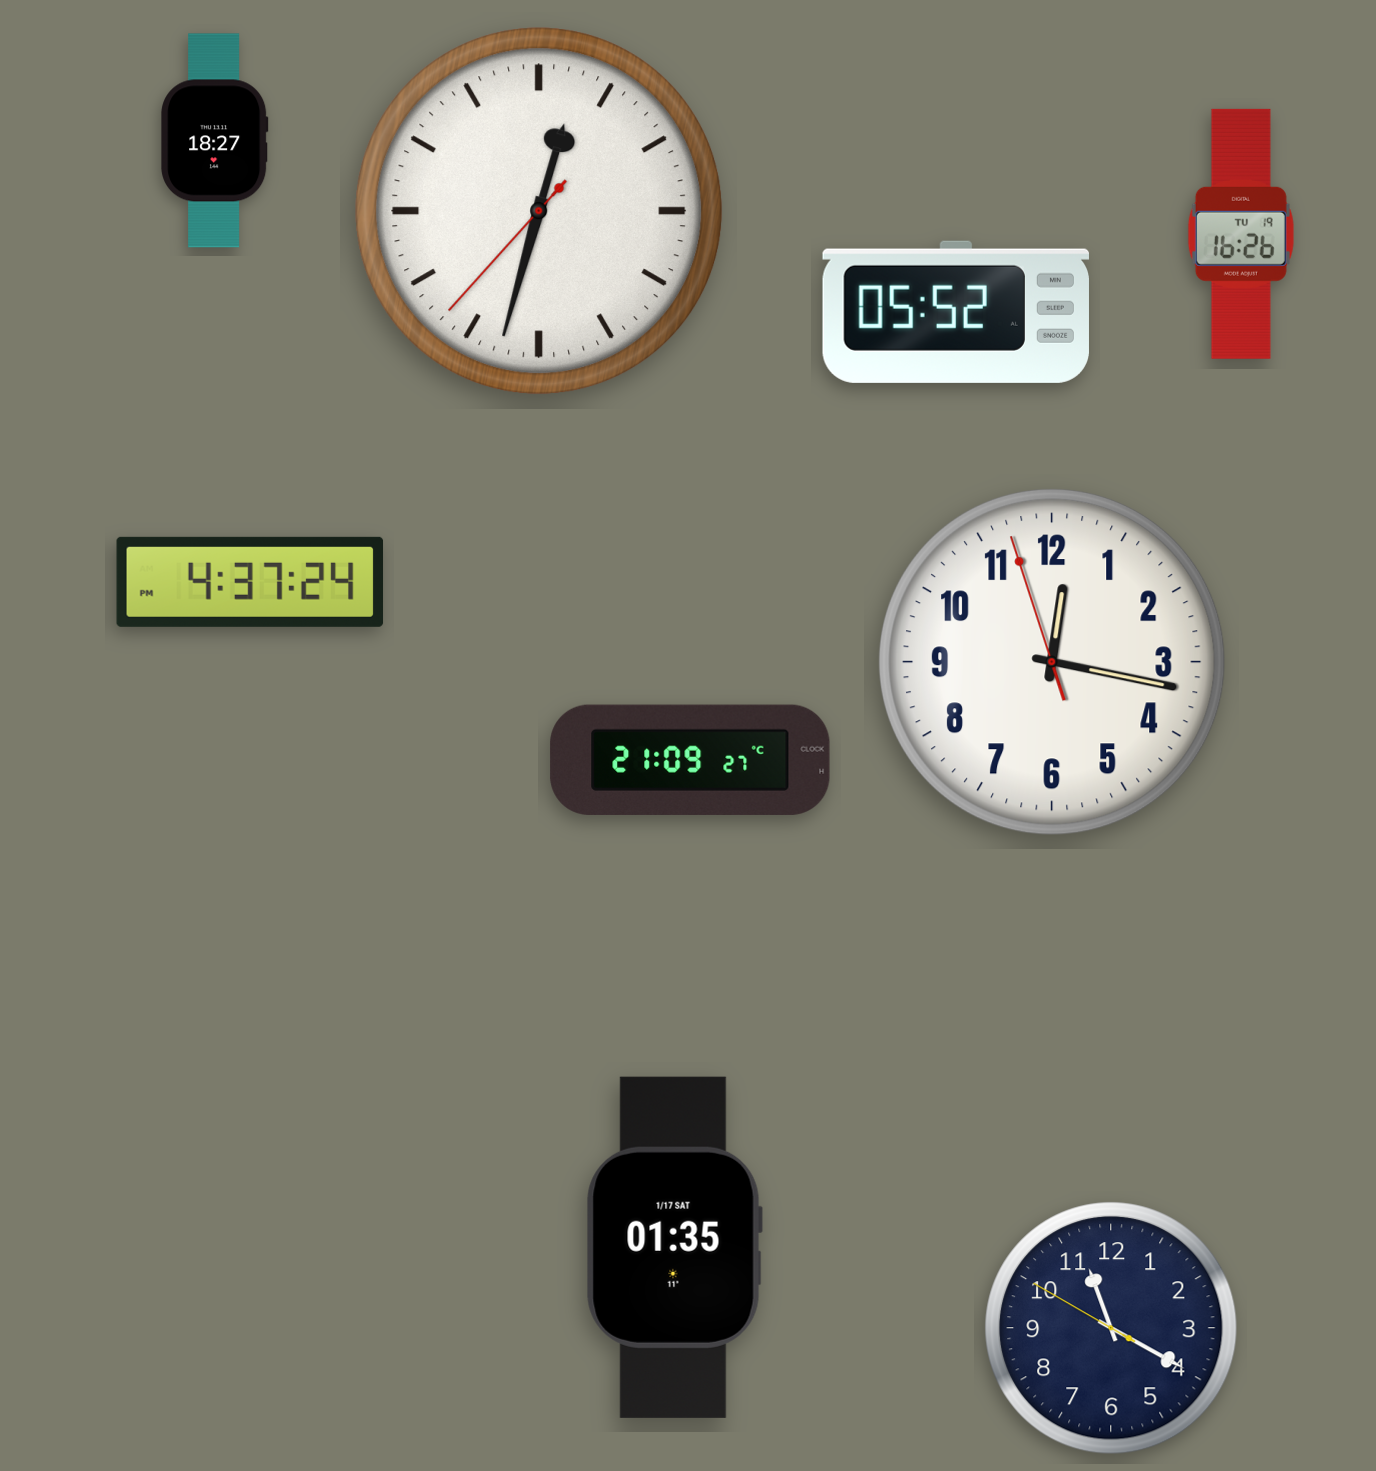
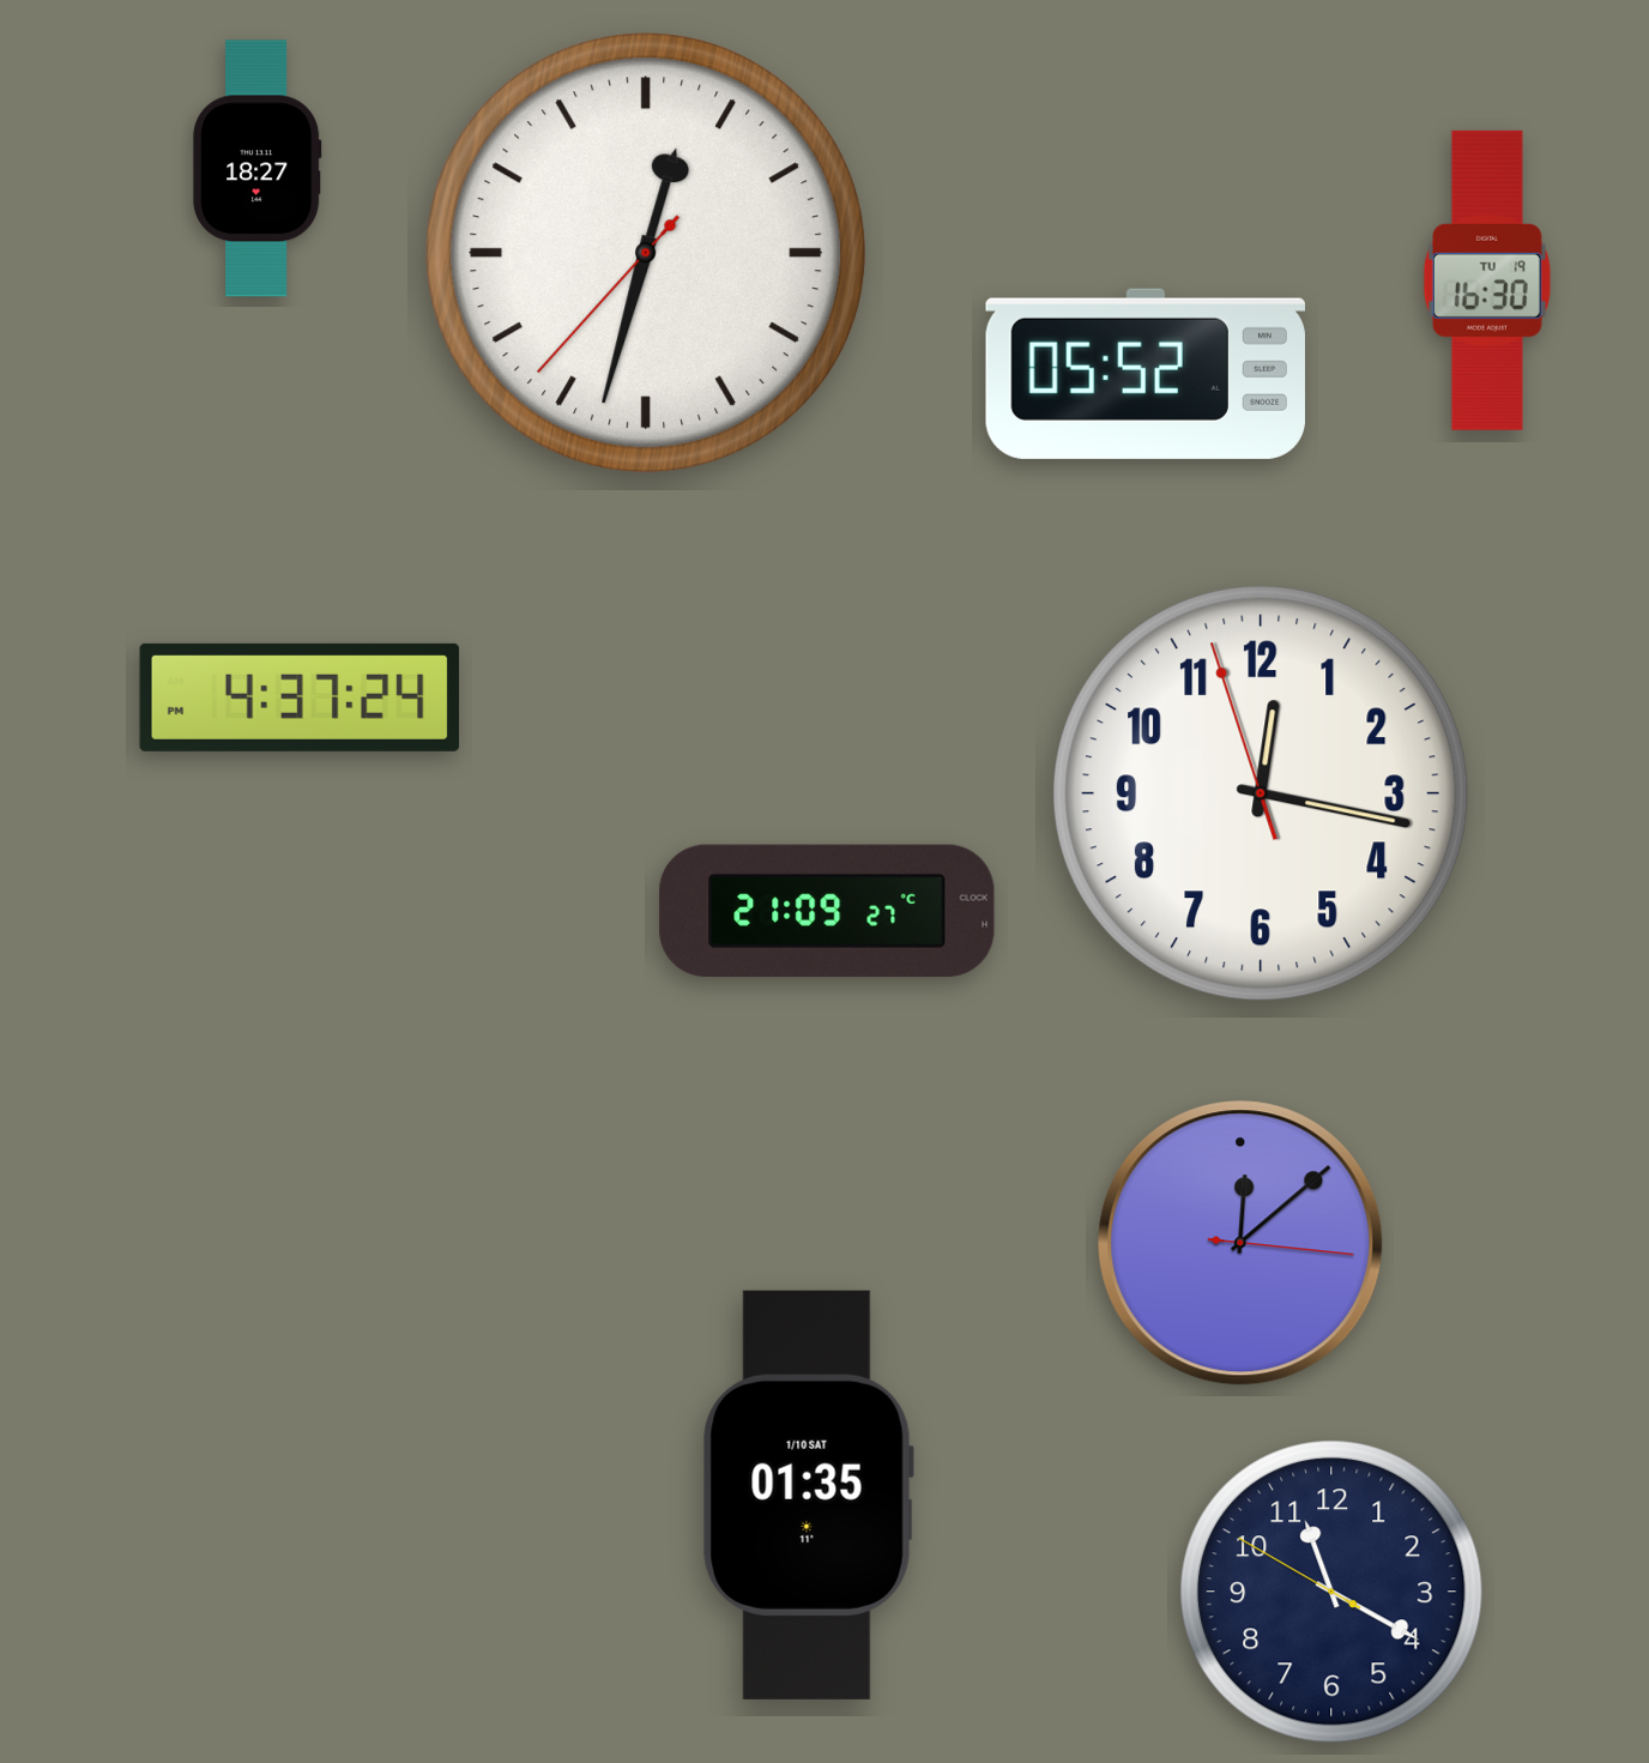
clock at (1241, 234): 16:26 -> 16:30
clock at (1240, 1243): none -> 12:08
clock at (674, 1247) date: 1/17 SAT -> 1/10 SAT
